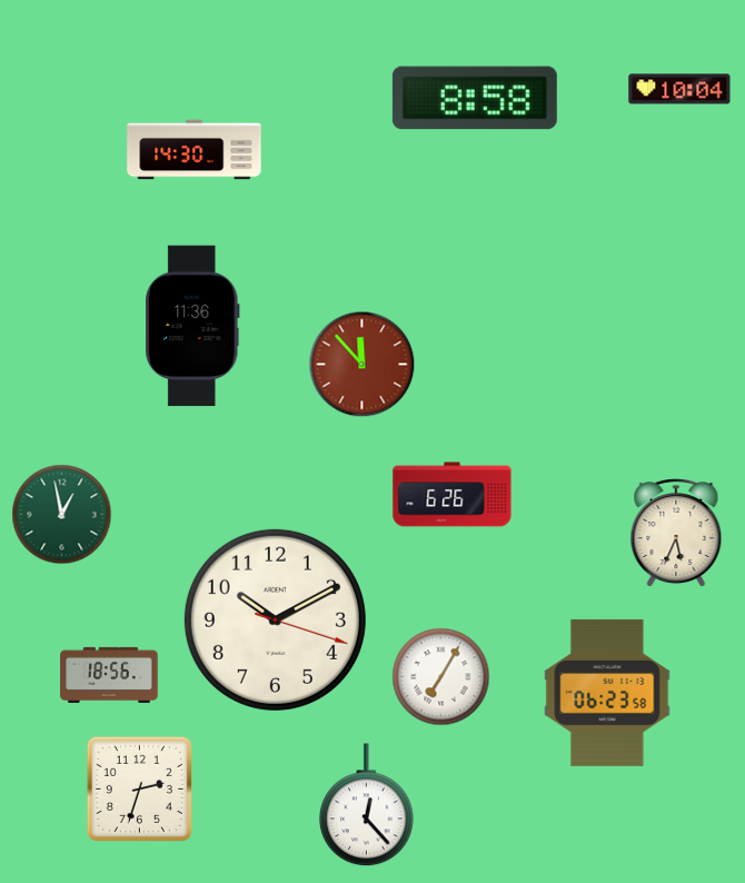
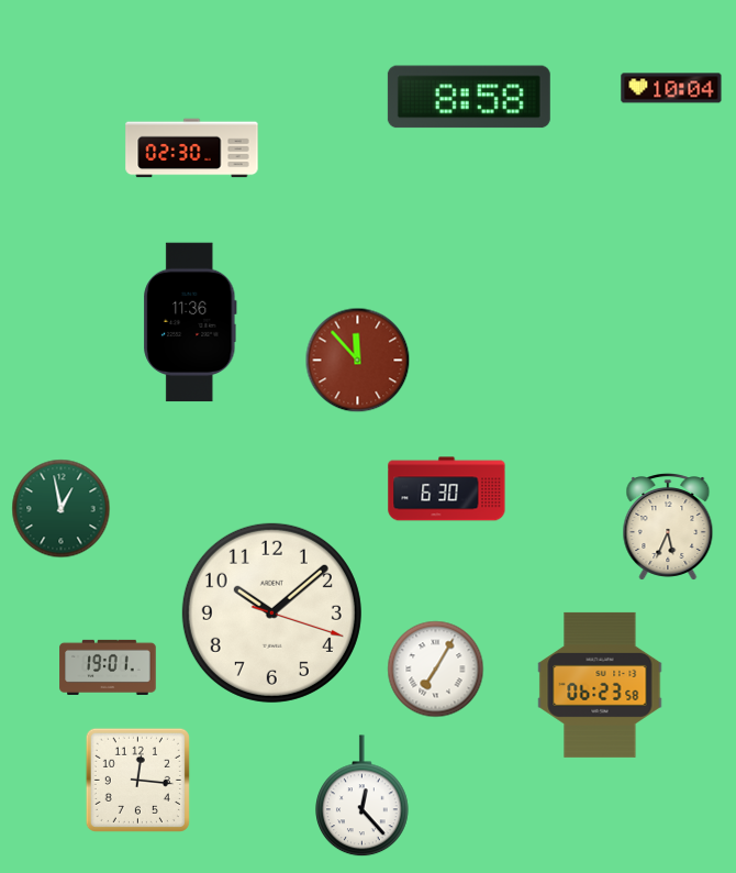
clock at (195, 150): 14:30 -> 02:30
clock at (453, 495): 6:26 -> 6:30
clock at (275, 619): 10:10 -> 10:08
clock at (109, 675): 18:56 -> 19:01
clock at (139, 788): 2:33 -> 12:16
